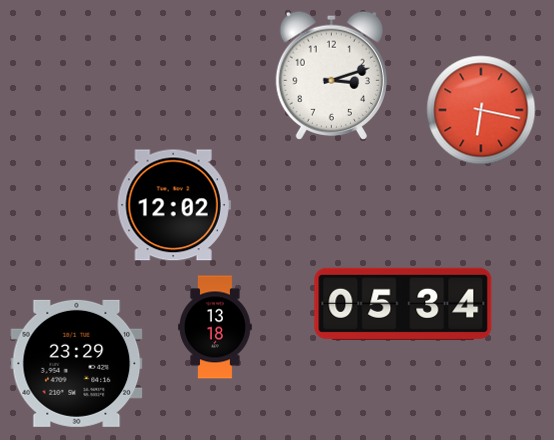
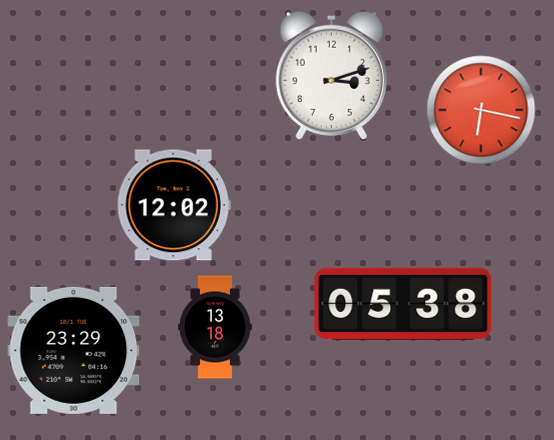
clock at (403, 304): 05:34 -> 05:38
clock at (77, 363) position: (77, 363) -> (74, 350)
